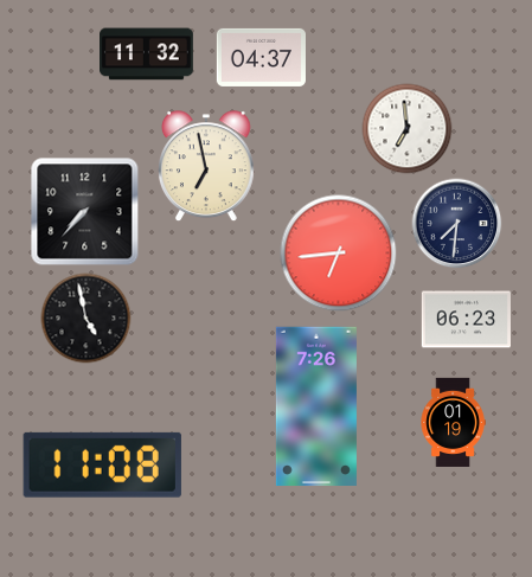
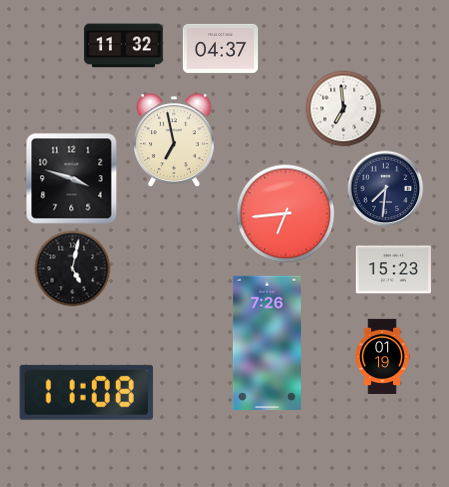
clock at (85, 212): 7:37 -> 3:48
clock at (86, 319): 4:58 -> 5:02
clock at (466, 320): 06:23 -> 15:23
